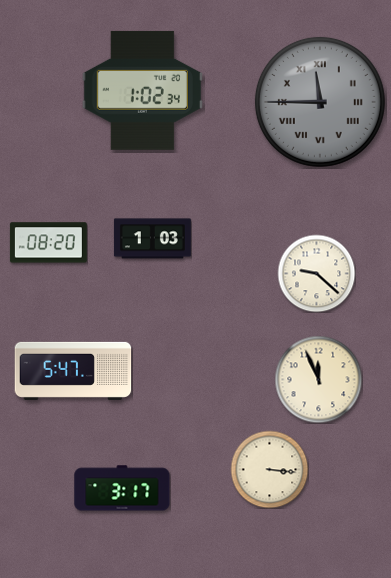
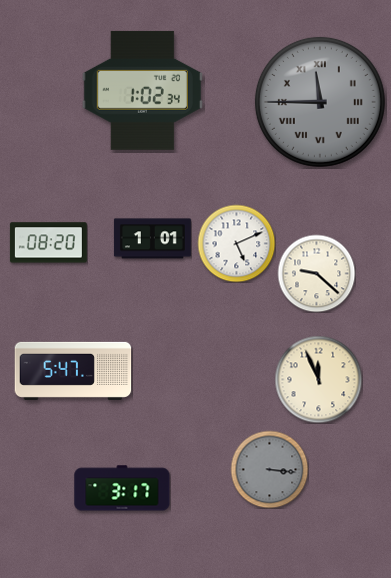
clock at (152, 239): 1:03 -> 1:01
clock at (236, 243): none -> 5:11
clock at (269, 469) dial: cream -> grey
